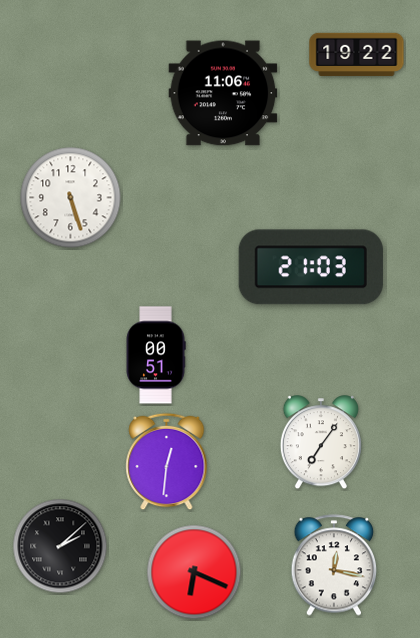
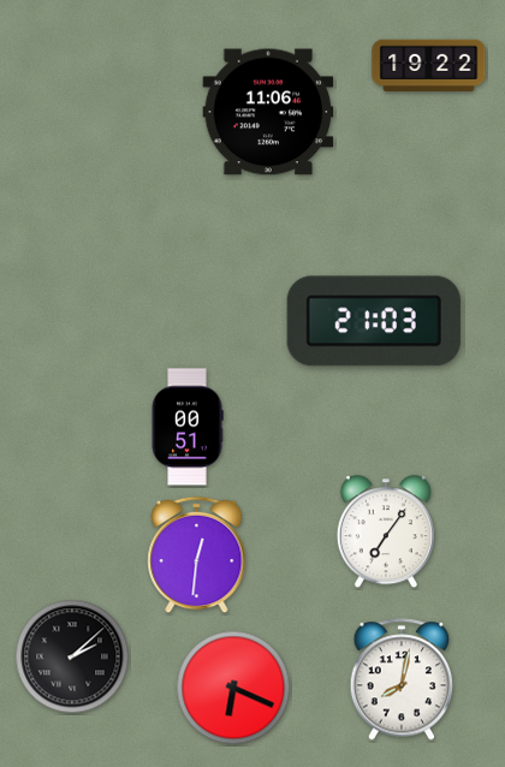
clock at (71, 198): 5:27 -> none
clock at (167, 462) position: (167, 462) -> (197, 555)
clock at (334, 565): 12:17 -> 8:02
